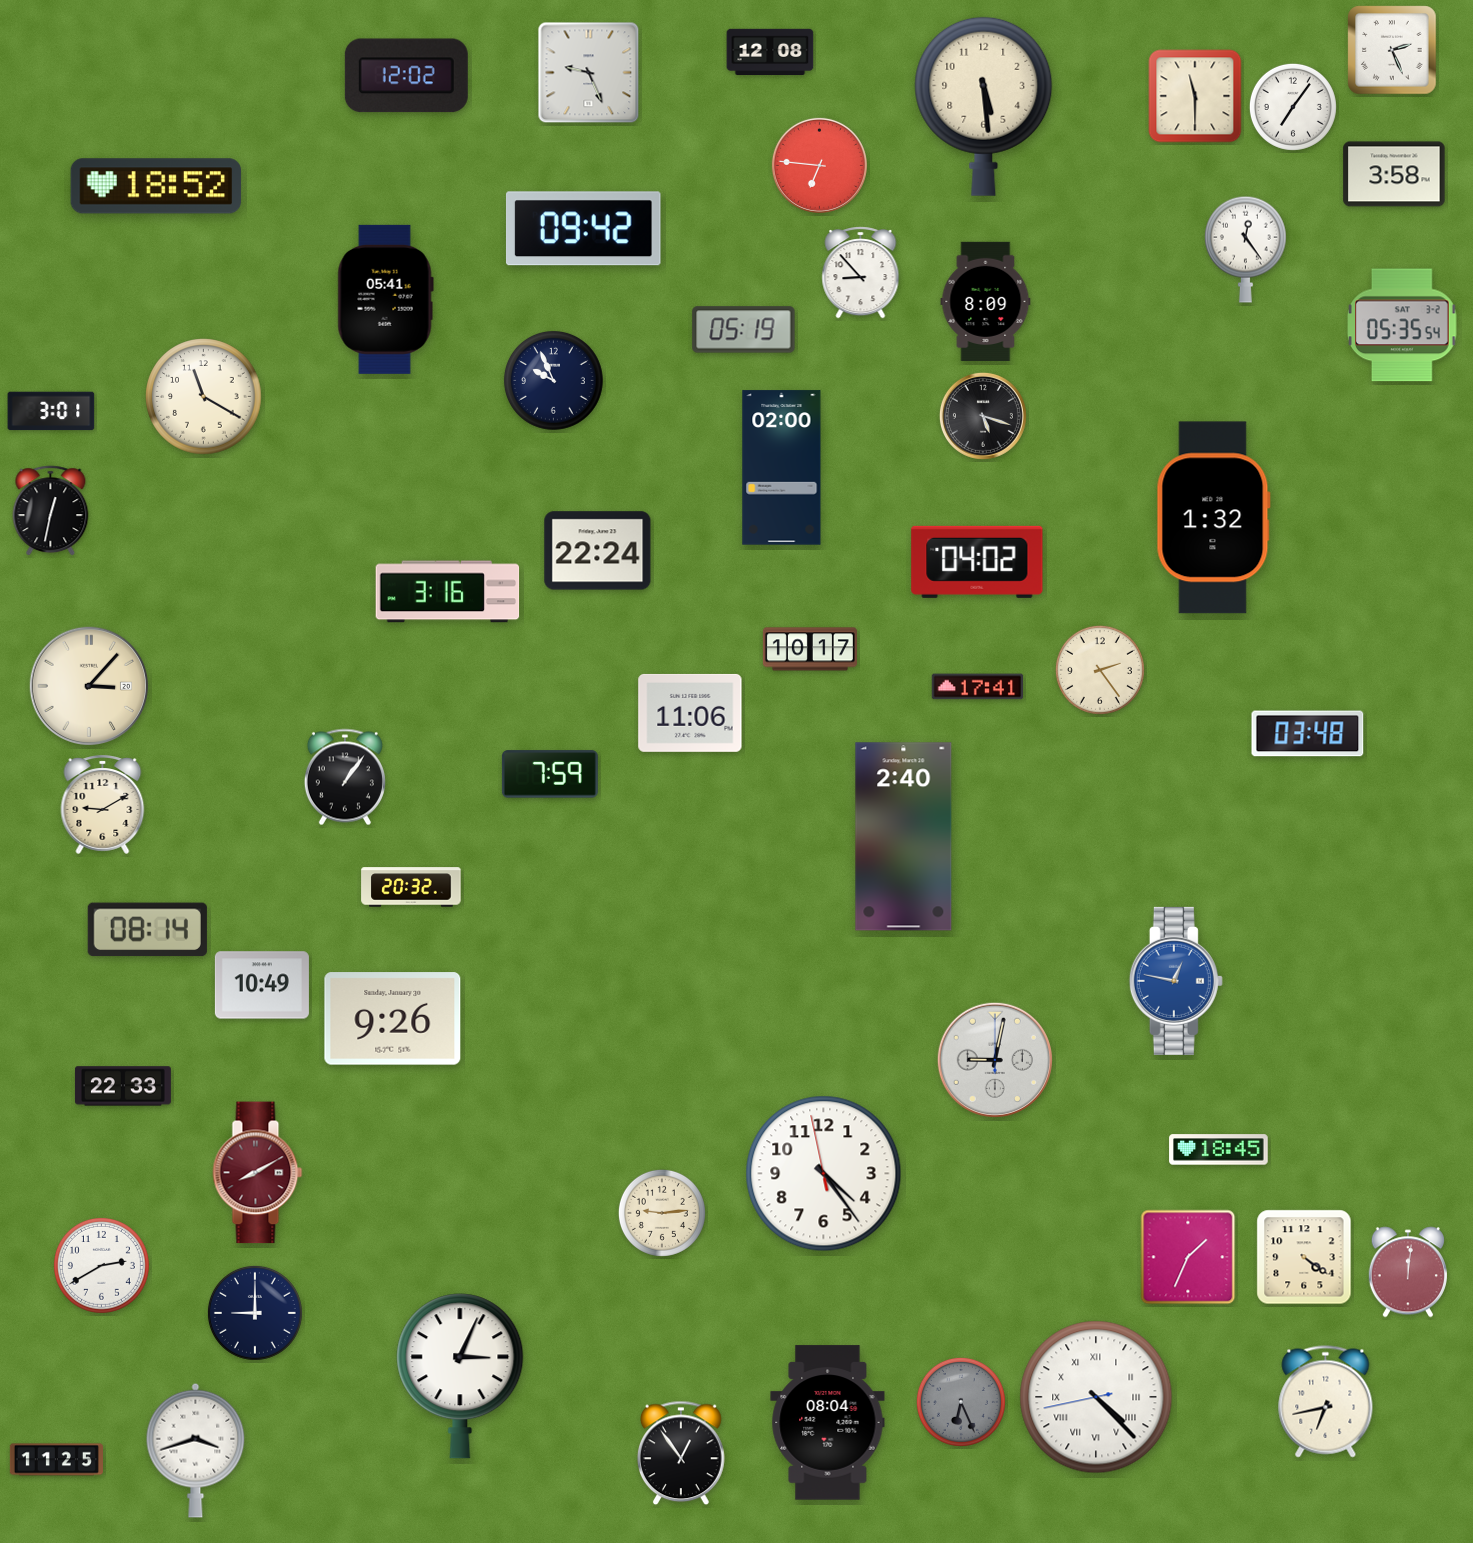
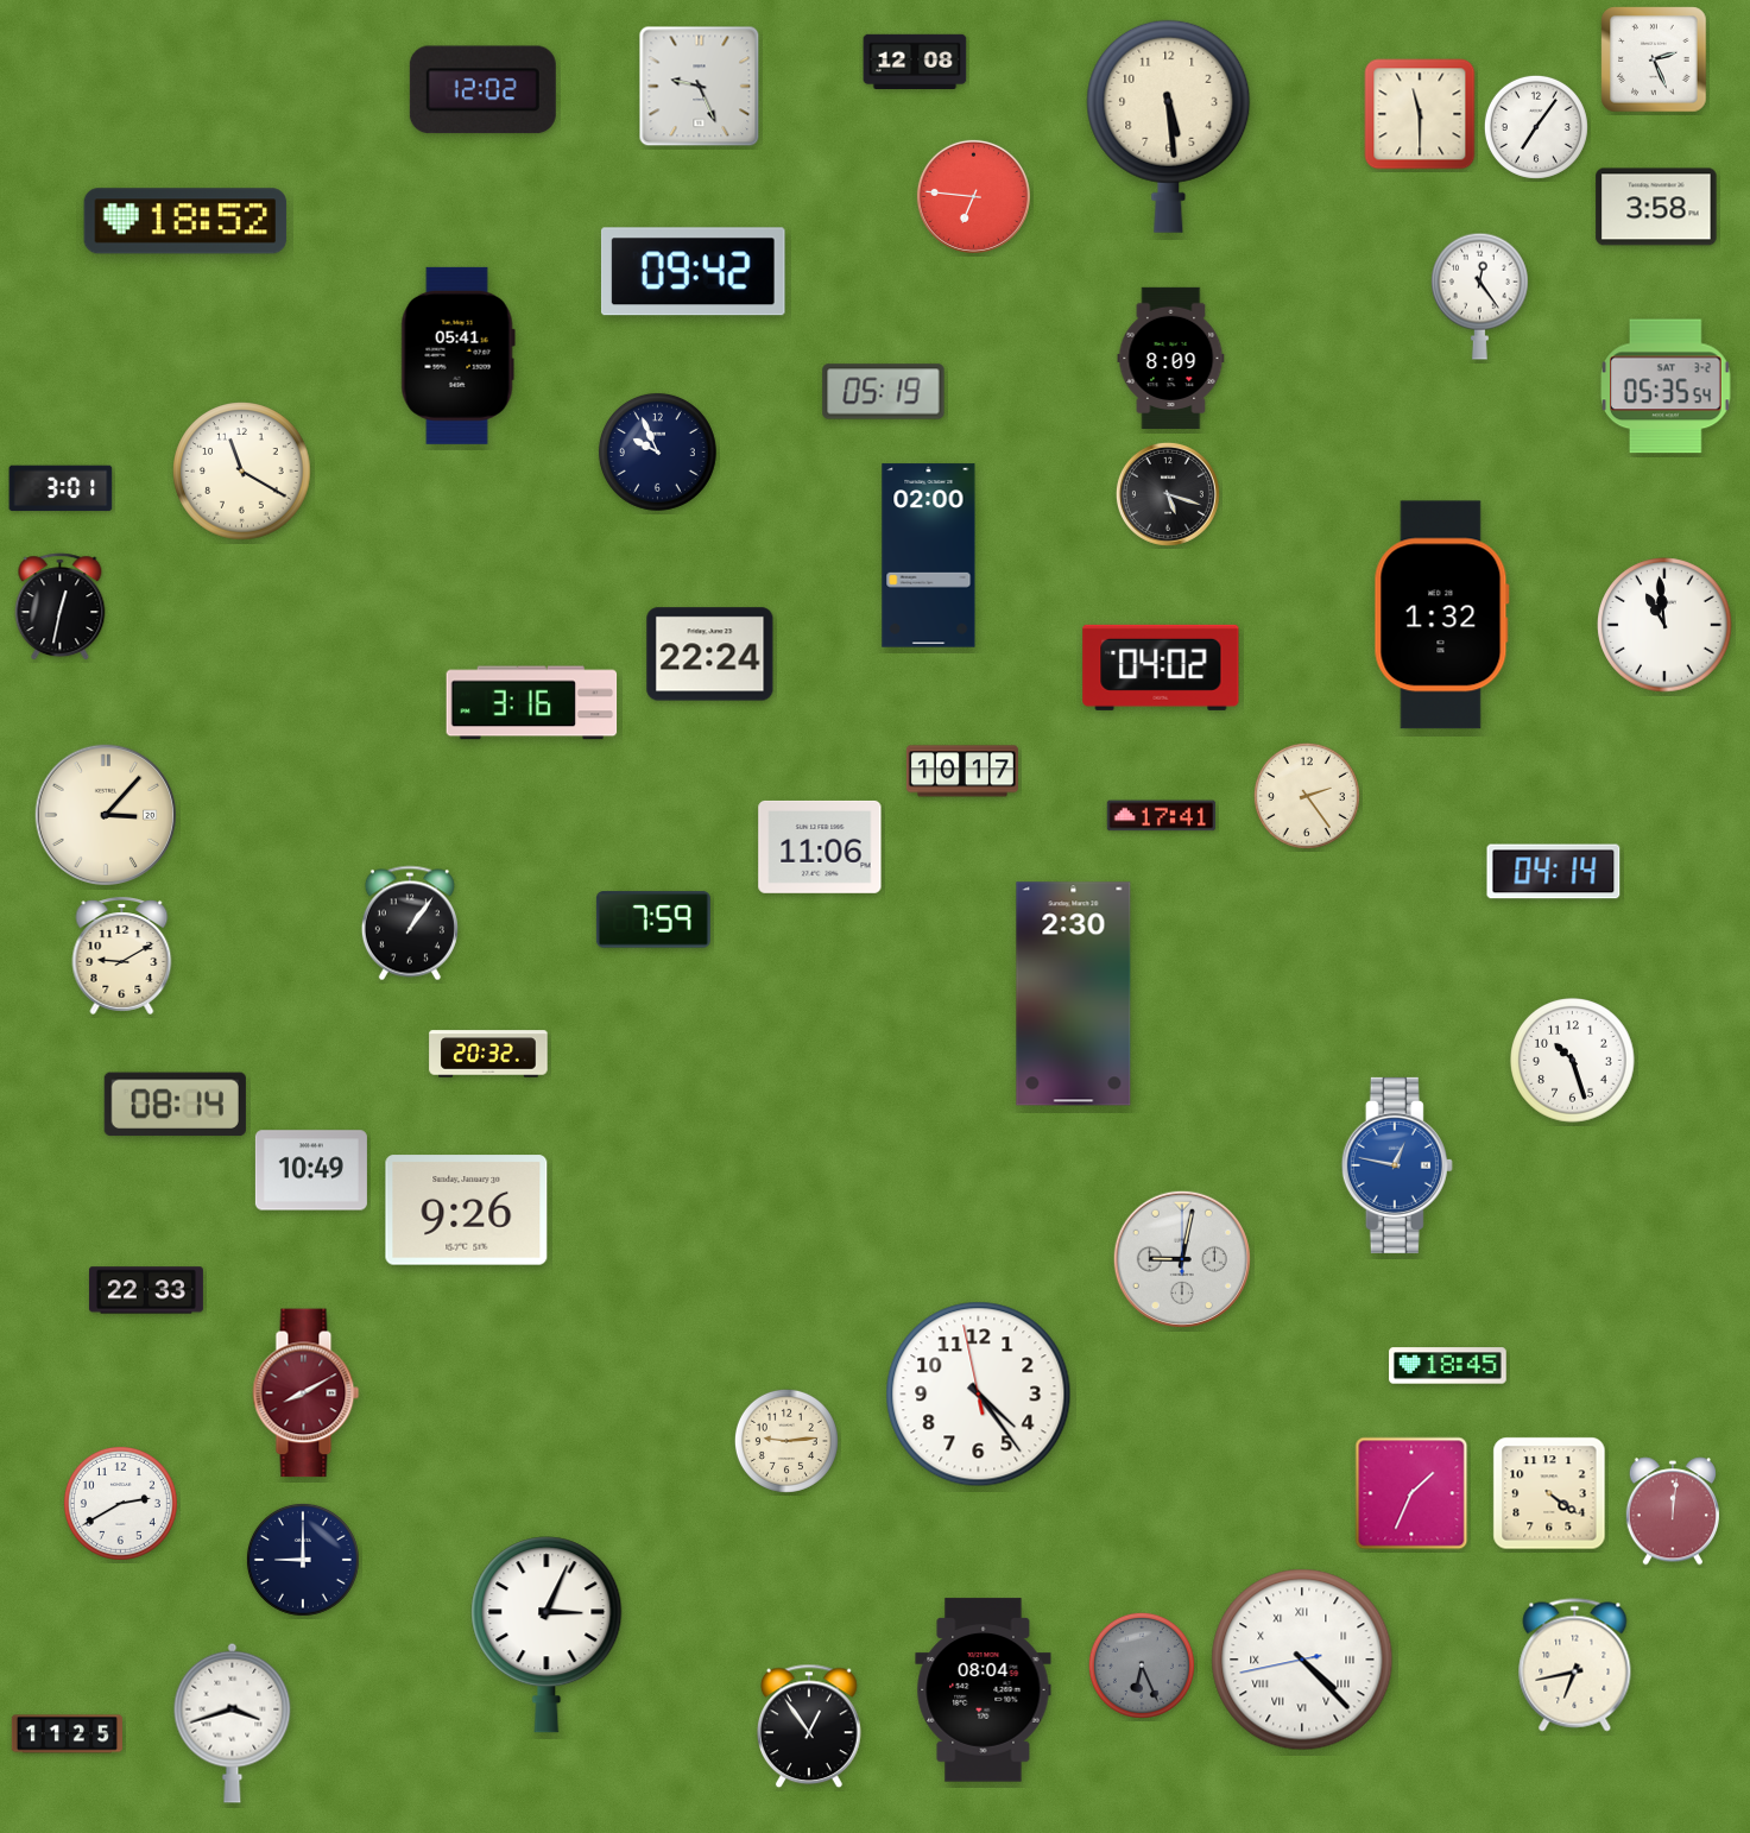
clock at (861, 273): 8:53 -> none
clock at (1664, 625): none -> 10:59
clock at (1308, 734): 03:48 -> 04:14
clock at (904, 837): 2:40 -> 2:30
clock at (1573, 1061): none -> 10:27
